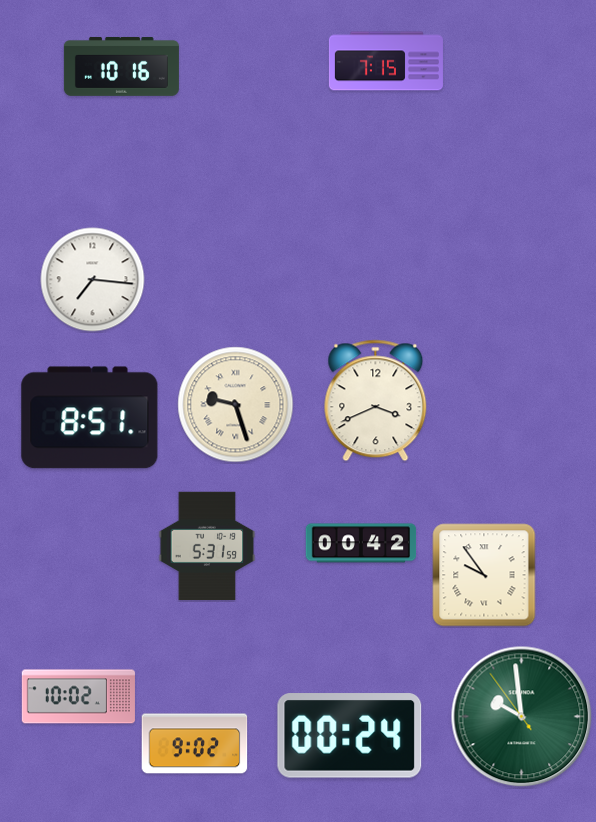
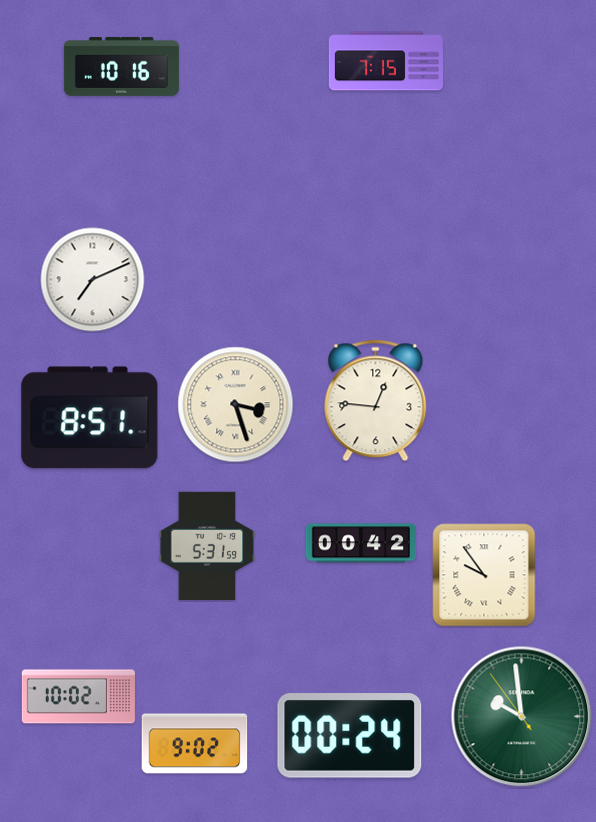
clock at (93, 280): 7:16 -> 7:11
clock at (376, 401): 3:41 -> 12:46
clock at (236, 405): 9:27 -> 3:27
